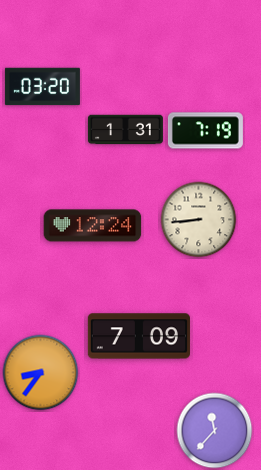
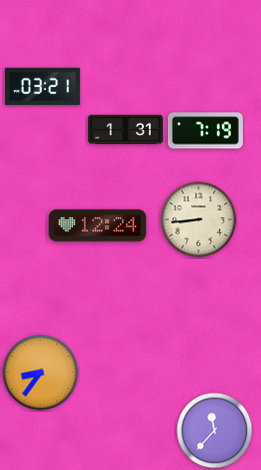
clock at (42, 87): 03:20 -> 03:21
clock at (93, 226) position: (93, 226) -> (98, 226)
clock at (139, 336): 7:09 -> none
